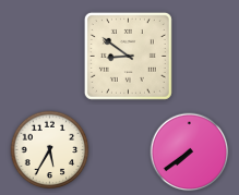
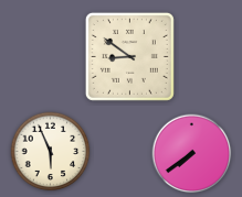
clock at (50, 150): 5:35 -> 5:56
